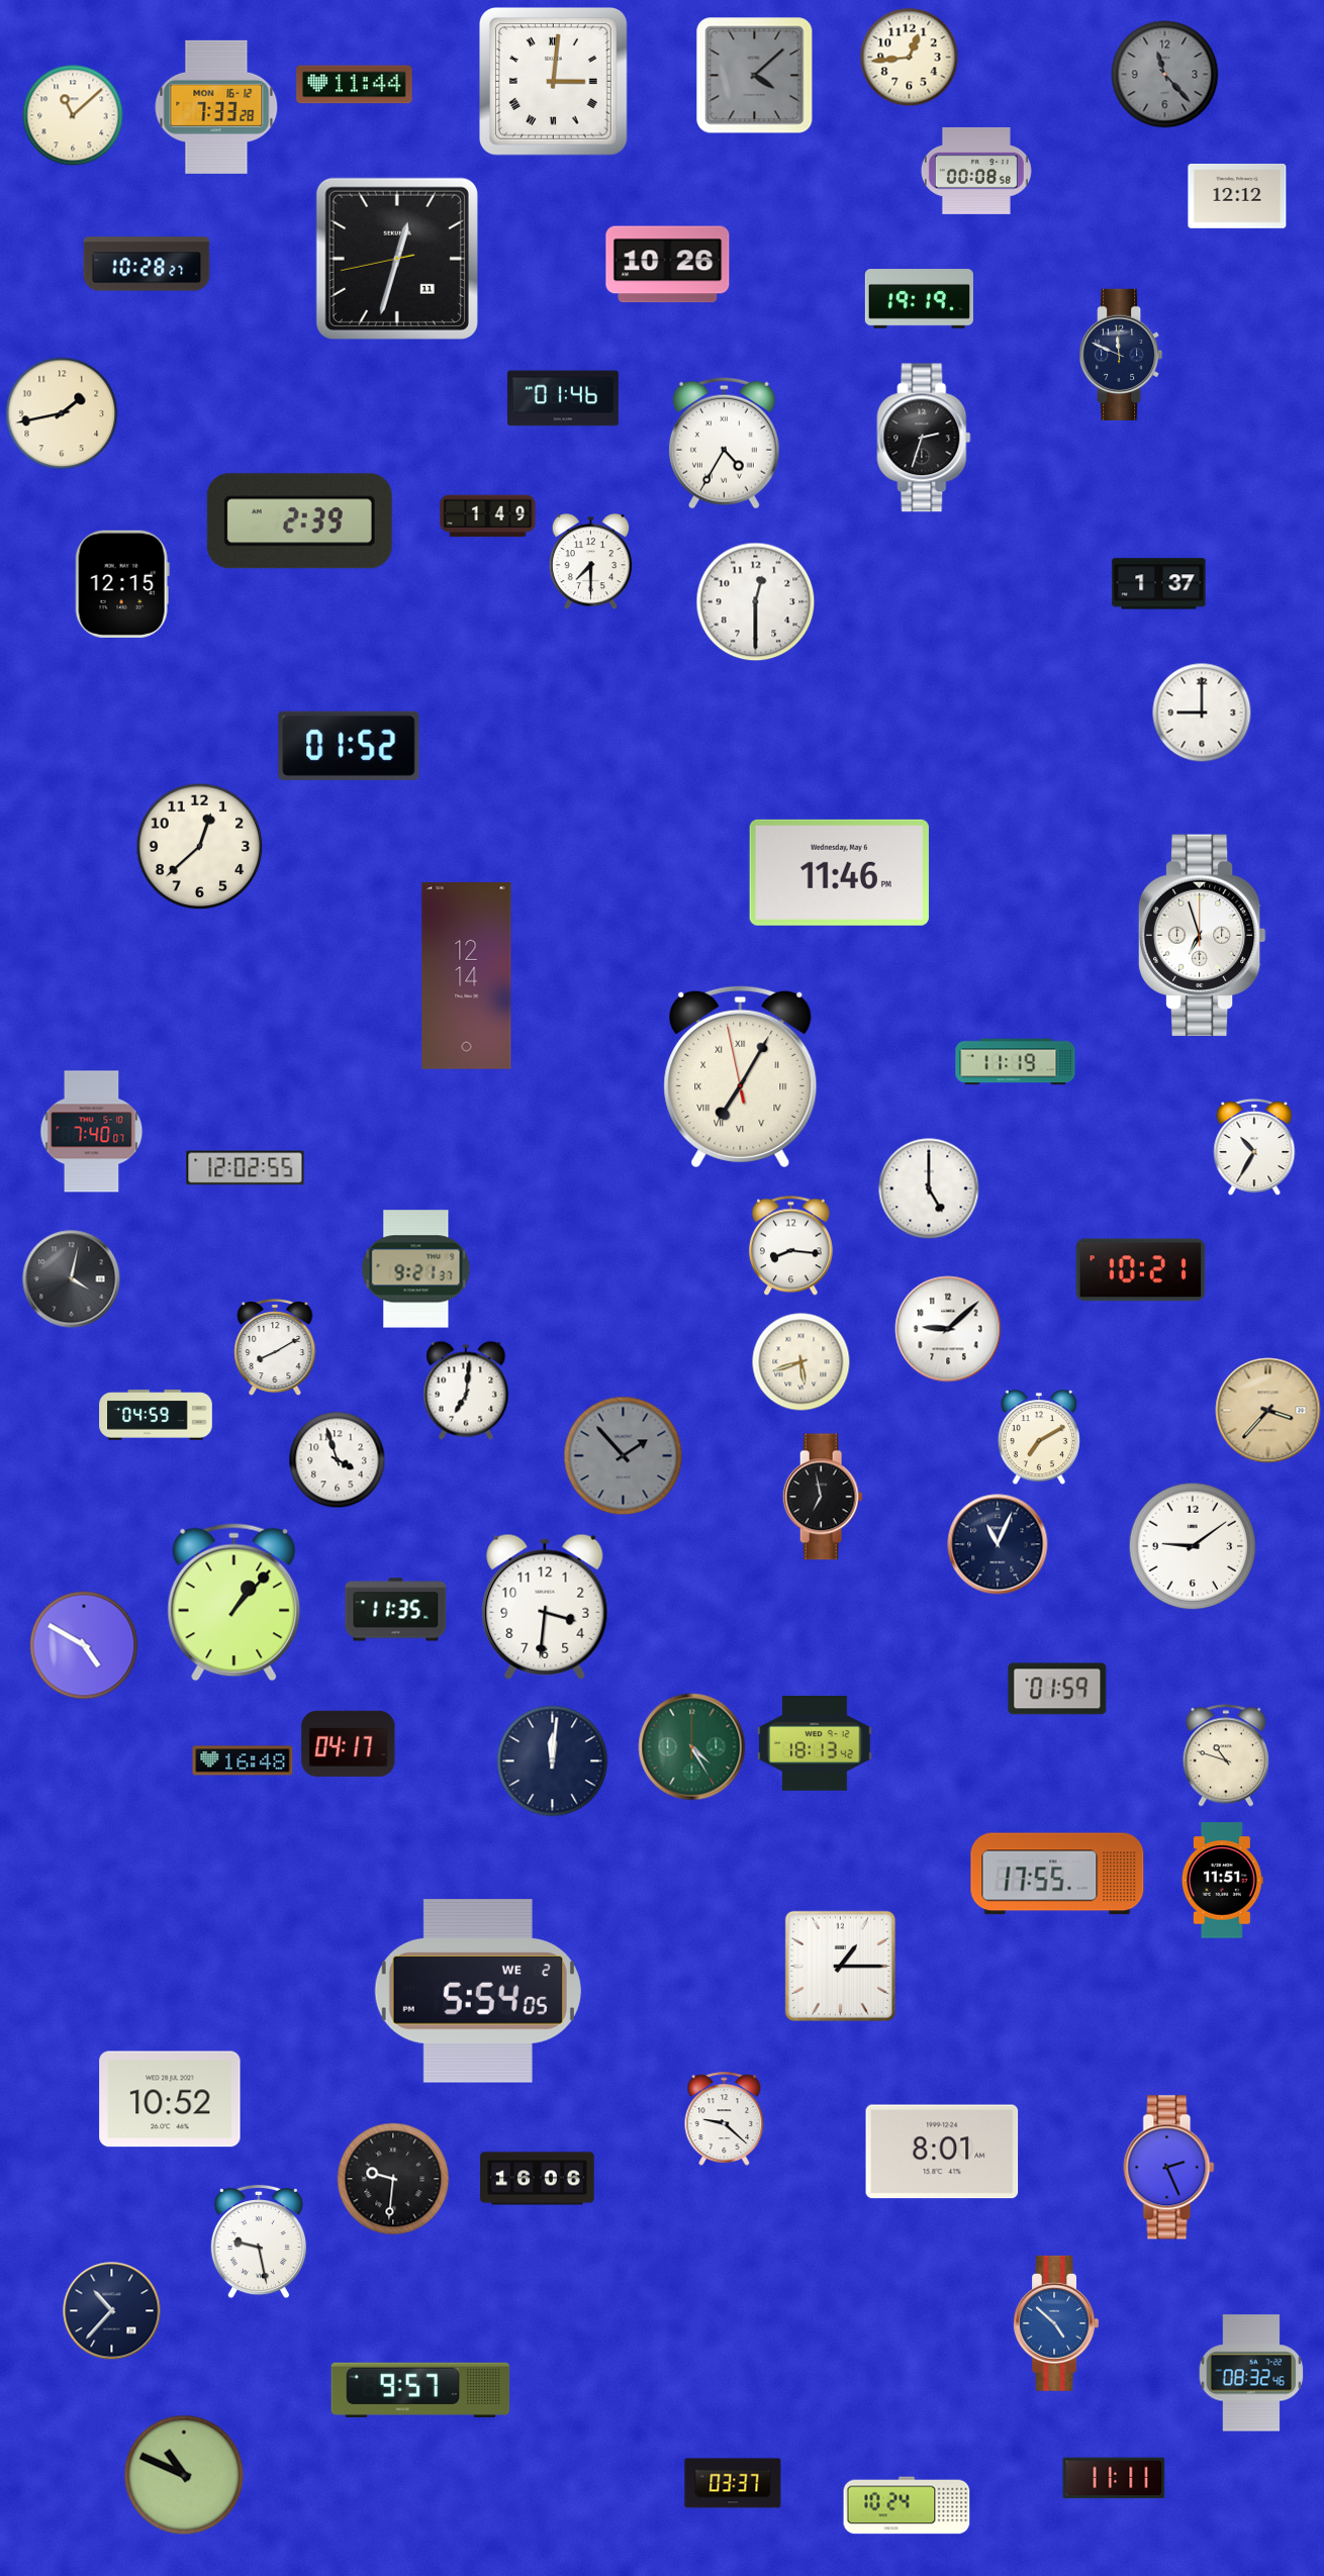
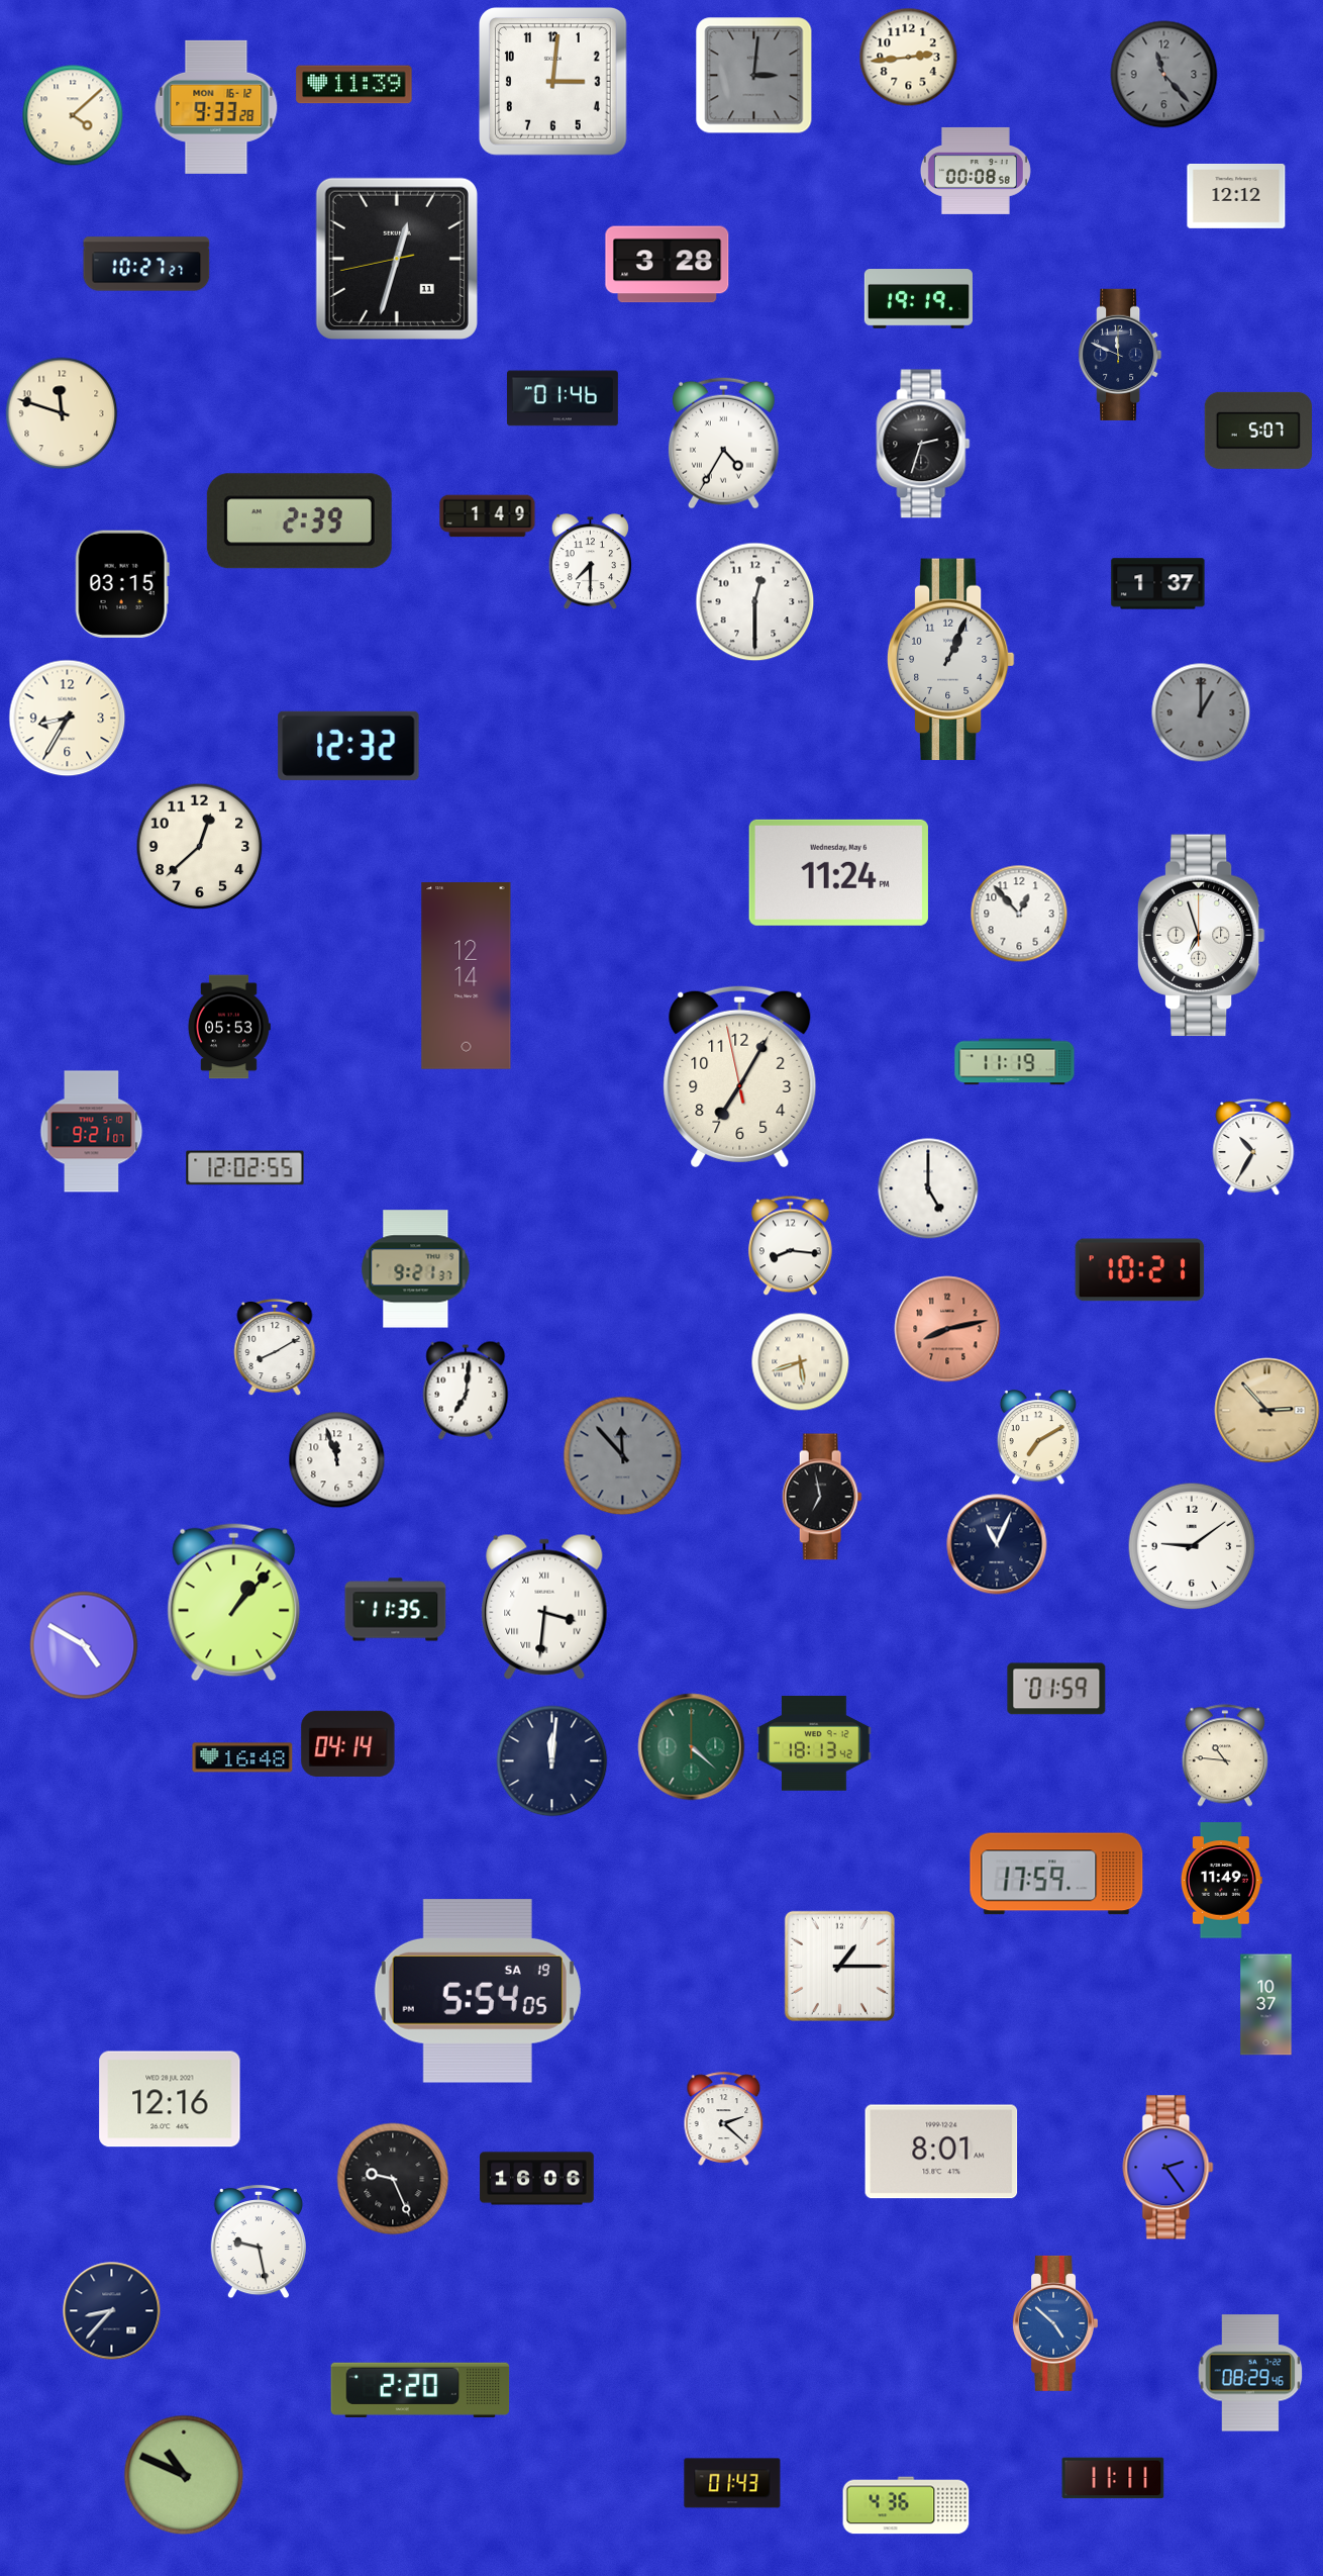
clock at (910, 58): 12:44 -> 2:44
clock at (755, 76): 4:08 -> 3:01
clock at (554, 82) numerals: Roman -> Arabic
clock at (355, 85): 11:44 -> 11:39
clock at (216, 107): 7:33 -> 9:33
clock at (73, 115): 11:08 -> 4:08
clock at (147, 264): 10:28 -> 10:27
clock at (668, 265): 10:26 -> 3:28
clock at (62, 413): 1:43 -> 11:48
clock at (1258, 431): none -> 5:07
clock at (924, 438) position: (924, 438) -> (923, 444)
clock at (122, 584): 12:15 -> 03:15
clock at (950, 660): none -> 1:04
clock at (1202, 712): 9:00 -> 1:00
clock at (1202, 712) dial: white -> grey
clock at (68, 719): none -> 8:35
clock at (349, 746): 01:52 -> 12:32
clock at (839, 872): 11:46 -> 11:24
clock at (1019, 914): none -> 12:53
clock at (229, 1027): none -> 05:53
clock at (741, 1076) numerals: Roman -> Arabic
clock at (92, 1132): 7:40 -> 9:21
clock at (72, 1279): 4:02 -> none
clock at (948, 1329): 9:08 -> 8:13
clock at (948, 1329) dial: white -> salmon
clock at (1268, 1411): 3:37 -> 2:53
clock at (156, 1415): 04:59 -> none
clock at (624, 1456): 1:53 -> 11:53
clock at (338, 1460): 3:57 -> 11:57
clock at (545, 1607) numerals: Arabic -> Roman
clock at (349, 1743): 04:17 -> 04:14
clock at (692, 1747): 4:25 -> 4:22
clock at (1226, 1755): 10:48 -> 10:46
clock at (243, 1760) position: (243, 1760) -> (242, 1757)
clock at (1057, 1874): 17:55 -> 17:59
clock at (1222, 1881): 11:51 -> 11:49
clock at (478, 1991) date: WE 2 -> SA 19
clock at (1266, 2005): none -> 10:37
clock at (170, 2099): 10:52 -> 12:16
clock at (725, 2118): 9:22 -> 2:22
clock at (1169, 2168): 2:26 -> 2:24
clock at (393, 2179): 9:31 -> 9:26
clock at (112, 2311): 10:37 -> 8:37
clock at (1251, 2373): 08:32 -> 08:29
clock at (420, 2390): 9:57 -> 2:20
clock at (733, 2483): 03:37 -> 01:43
clock at (907, 2505): 10:24 -> 4:36
